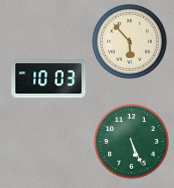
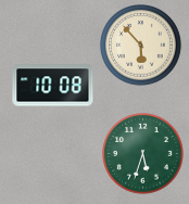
clock at (49, 79): 10:03 -> 10:08
clock at (132, 142): 5:26 -> 5:33
